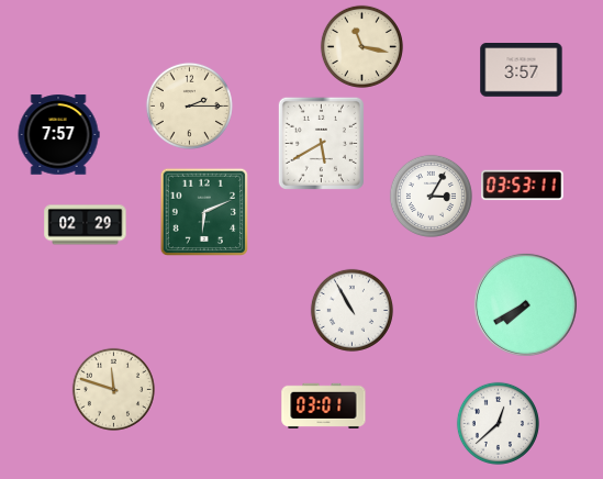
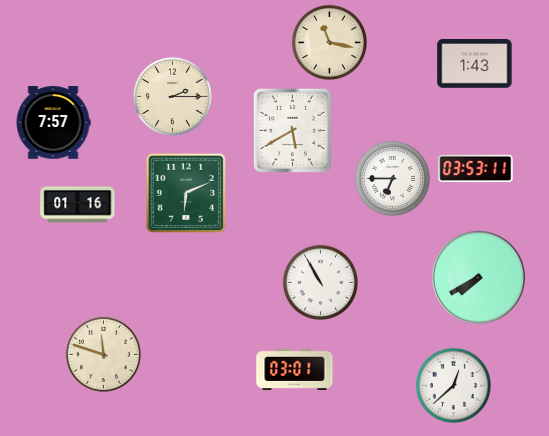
clock at (522, 70): 3:57 -> 1:43
clock at (431, 196): 3:05 -> 6:45
clock at (86, 225): 02:29 -> 01:16
